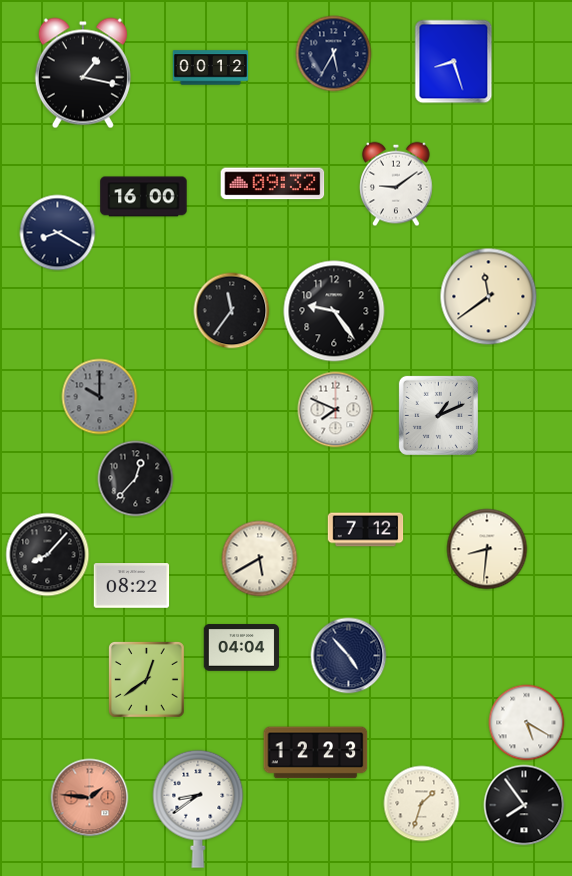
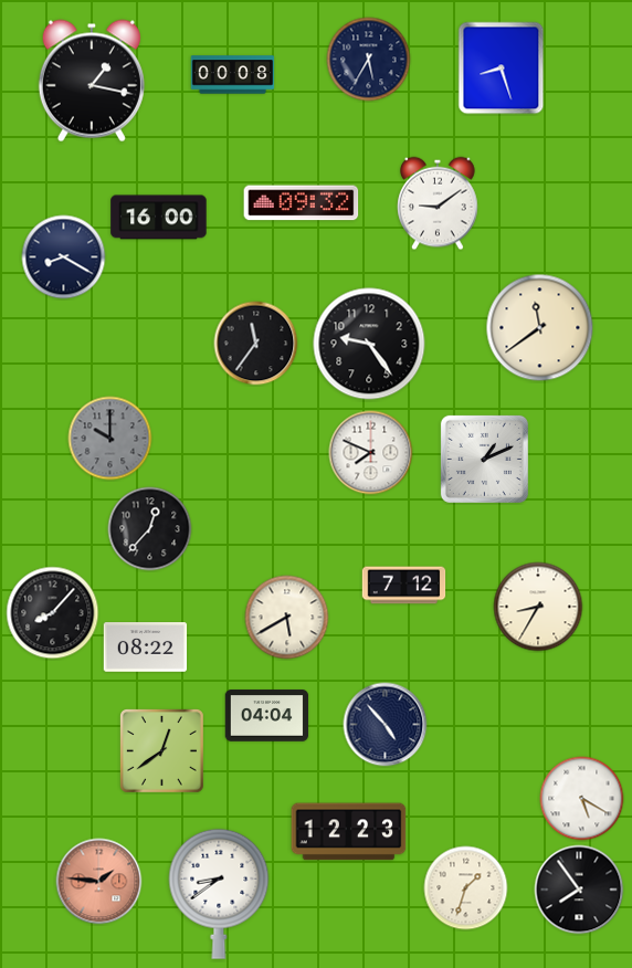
clock at (211, 68): 00:12 -> 00:08
clock at (487, 549): 8:31 -> 8:35
